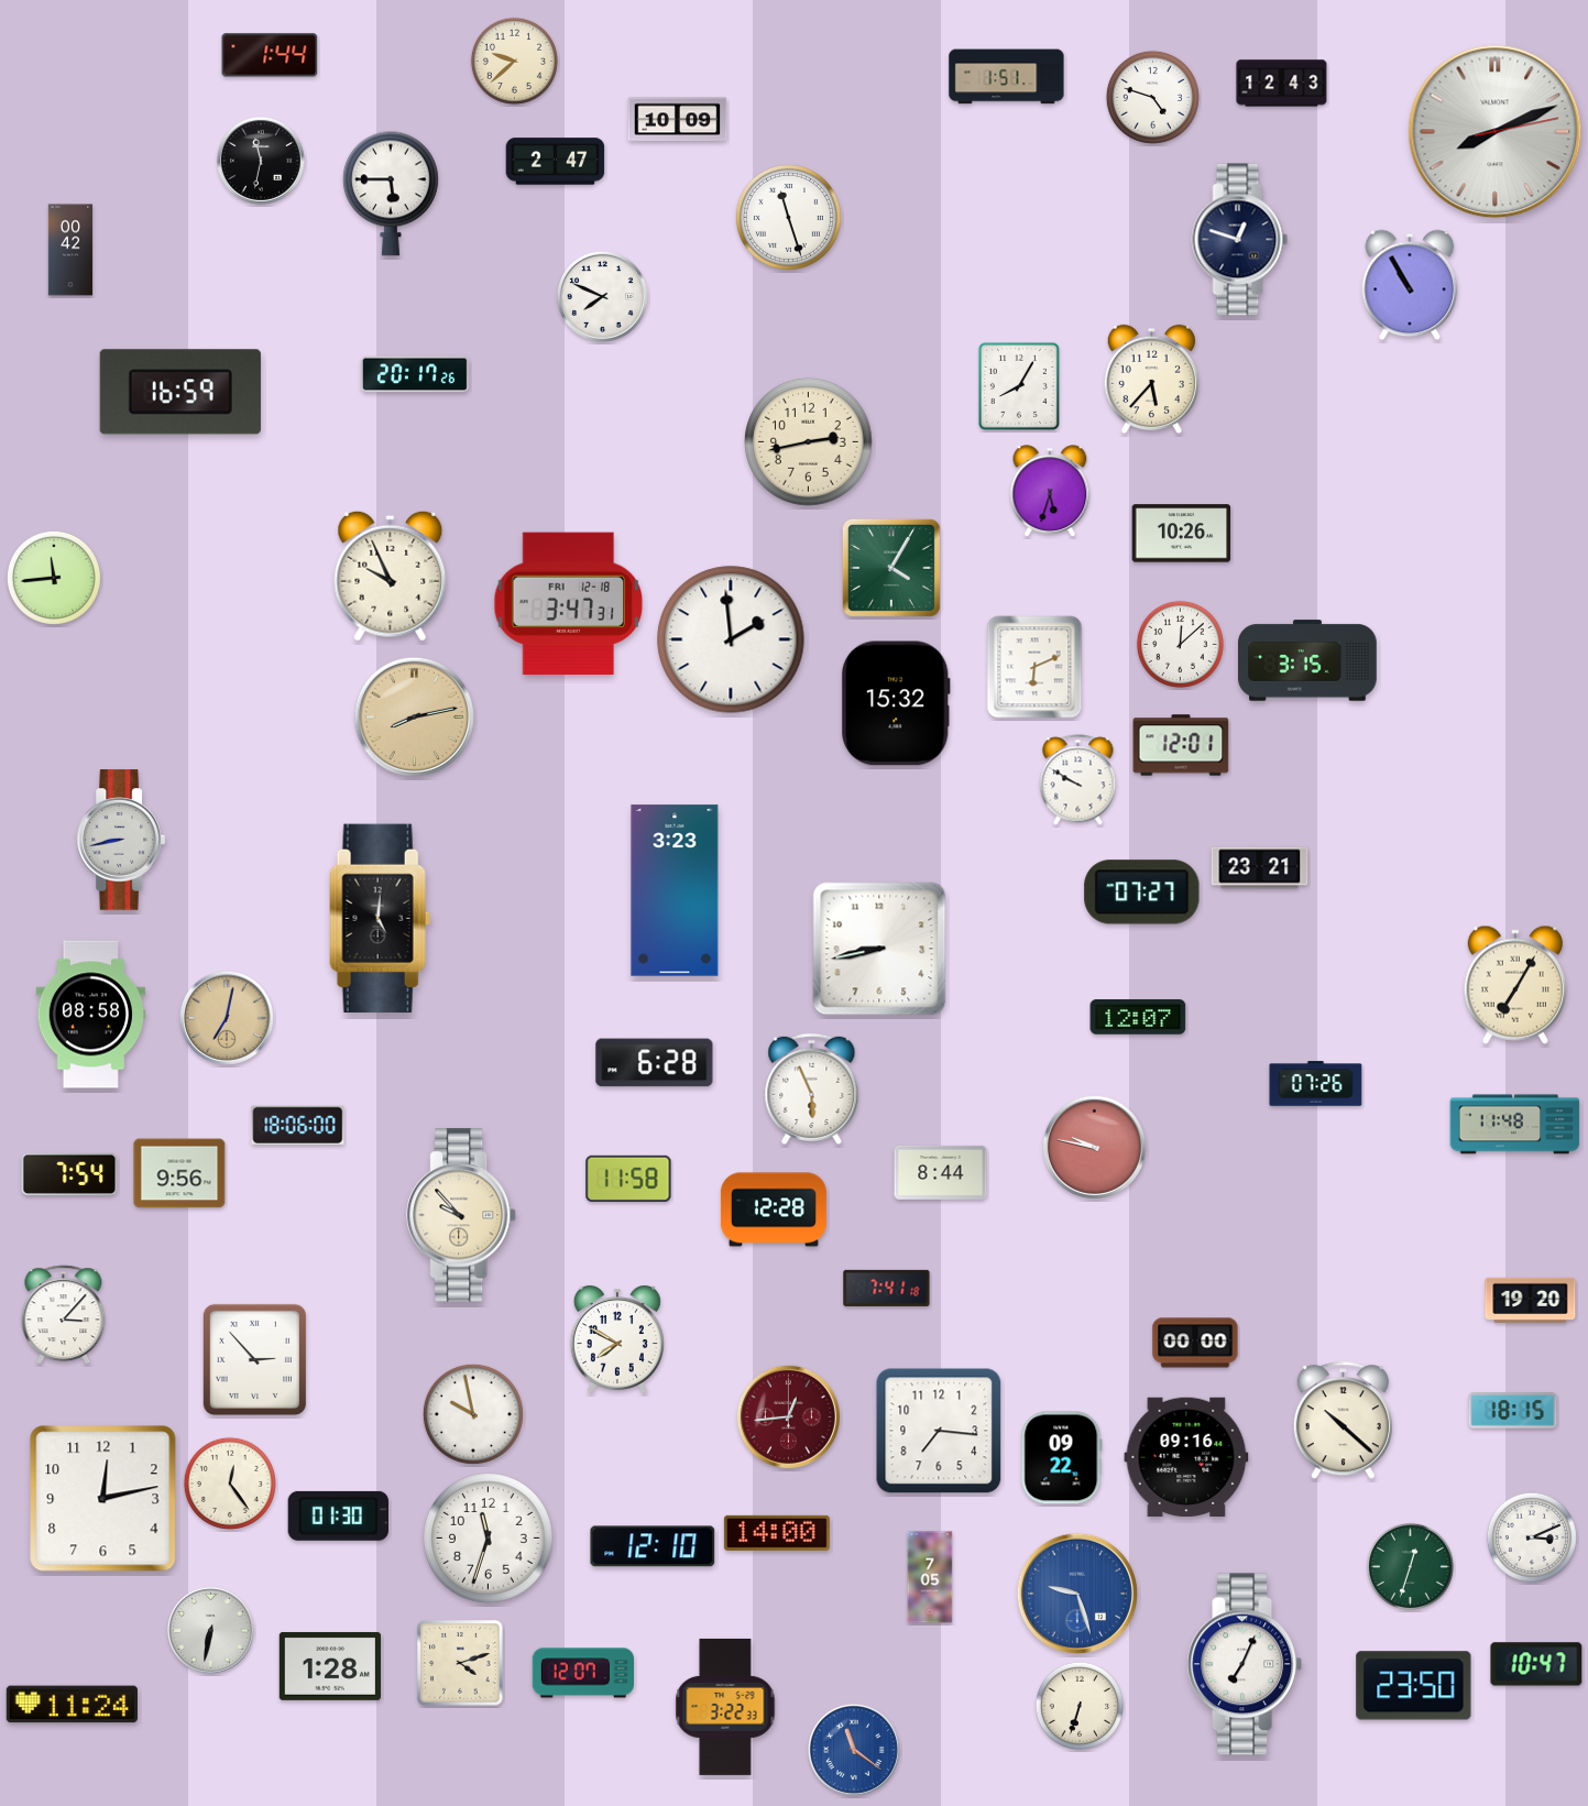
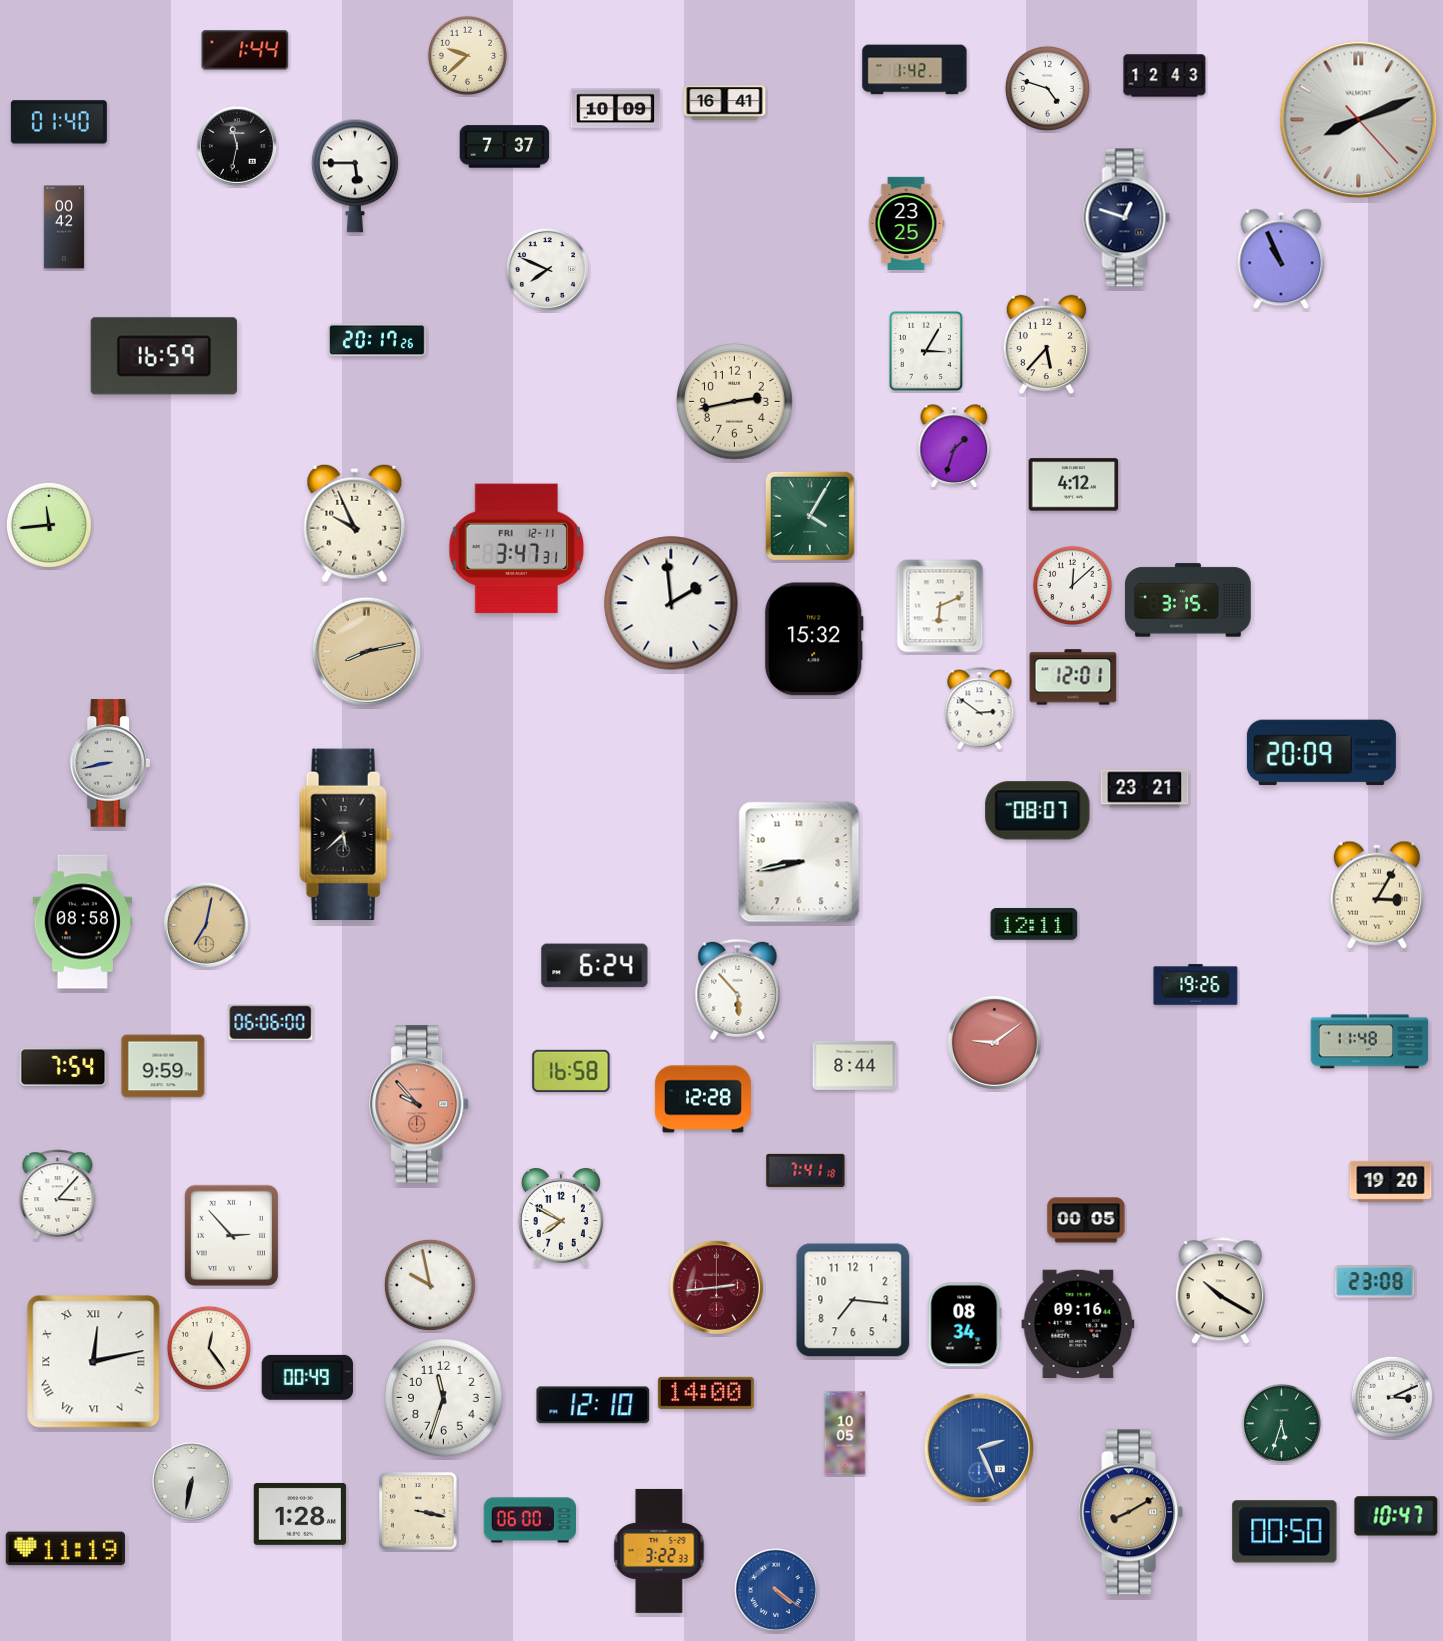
clock at (1007, 77): 1:51 -> 1:42
clock at (725, 103): none -> 16:41
clock at (1496, 132): 8:11:13 -> 8:11:23
clock at (59, 122): none -> 01:40
clock at (556, 162): 2:47 -> 7:37
clock at (788, 217): 11:27 -> none
clock at (906, 223): none -> 23:25
clock at (1410, 285): 10:55 -> 10:56
clock at (1019, 386): 8:05 -> 3:05
clock at (1050, 491): 5:33 -> 1:33
clock at (1182, 534): 10:26 -> 4:12
clock at (569, 604) date: FRI 12-18 -> FRI 12-11
clock at (731, 639) position: (731, 639) -> (671, 603)
clock at (414, 716) position: (414, 716) -> (366, 651)
clock at (1078, 780): 9:50 -> 2:51
clock at (1321, 753): none -> 20:09
clock at (675, 890): 3:23 -> none
clock at (1142, 893): 07:27 -> 08:07
clock at (381, 919): 5:01 -> 5:38
clock at (1515, 985): 7:05 -> 3:05
clock at (1138, 1017): 12:07 -> 12:11
clock at (655, 1063): 6:28 -> 6:24
clock at (1316, 1084): 07:26 -> 19:26
clock at (812, 1088): 5:56 -> 5:53
clock at (1515, 1125) position: (1515, 1125) -> (1370, 1042)
clock at (298, 1126): 18:06 -> 06:06
clock at (1094, 1147): 9:47 -> 9:09
clock at (179, 1173): 9:56 -> 9:59
clock at (628, 1178): 11:58 -> 16:58
clock at (462, 1215) dial: cream -> salmon
clock at (1195, 1343): 00:00 -> 00:05
clock at (1513, 1411): 18:15 -> 23:08
clock at (788, 1416): 12:44 -> 2:44
clock at (1343, 1421): 10:22 -> 10:20
clock at (1062, 1458): 09:22 -> 08:34
clock at (103, 1499) numerals: Arabic -> Roman
clock at (338, 1515): 01:30 -> 00:49
clock at (1410, 1566): 12:33 -> 5:33
clock at (930, 1577): 7:05 -> 10:05
clock at (1077, 1594): 9:27 -> 2:26
clock at (460, 1663): 4:12 -> 3:17
clock at (1245, 1664): 7:04 -> 8:10
clock at (1245, 1664) dial: white -> champagne
clock at (1536, 1664) position: (1536, 1664) -> (1396, 1516)
clock at (582, 1673): 12:07 -> 06:00
clock at (1414, 1686): 23:50 -> 00:50
clock at (72, 1705): 11:24 -> 11:19
clock at (1080, 1706): 6:33 -> none
clock at (854, 1750): 11:21 -> 4:21
